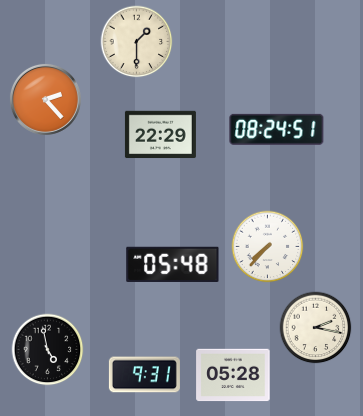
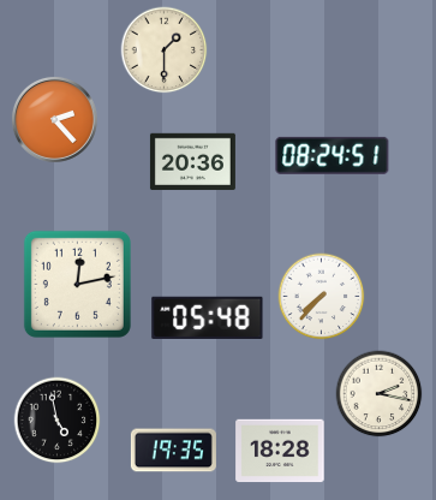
clock at (160, 135): 22:29 -> 20:36
clock at (77, 284): none -> 12:13
clock at (144, 375): 9:31 -> 19:35
clock at (233, 375): 05:28 -> 18:28
